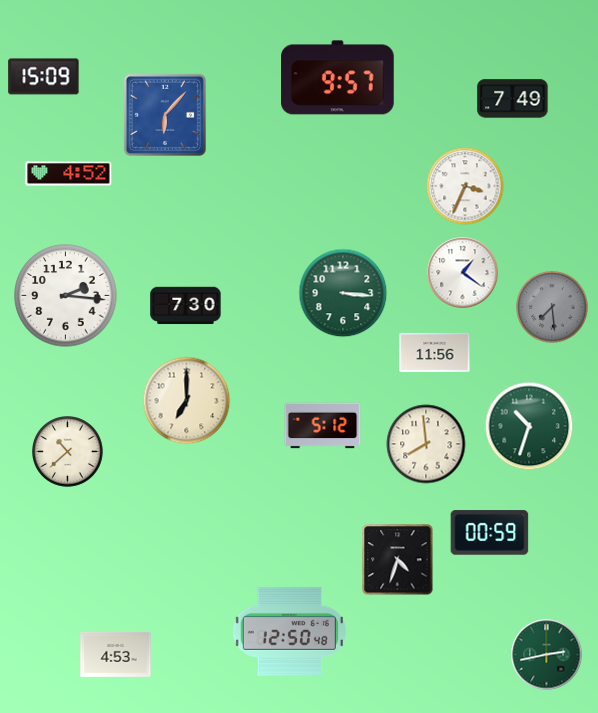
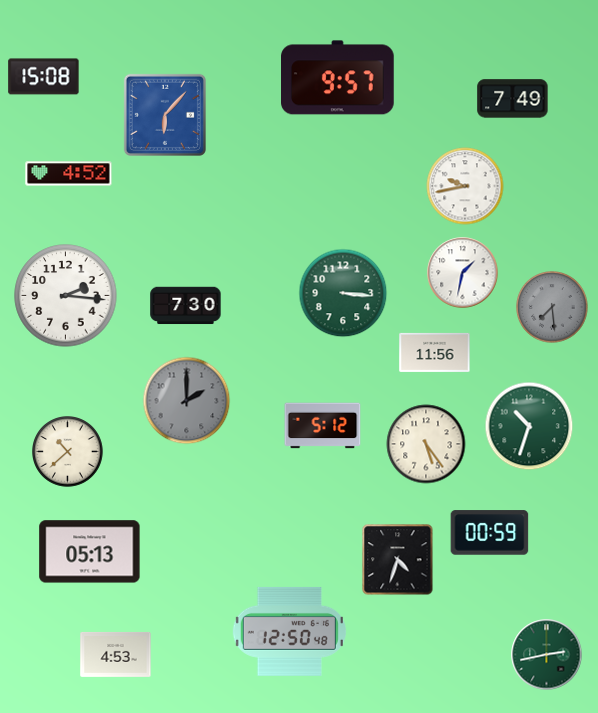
clock at (44, 77): 15:09 -> 15:08
clock at (465, 186): 3:34 -> 9:43
clock at (463, 273): 1:21 -> 1:32
clock at (187, 401): 7:00 -> 2:00
clock at (187, 401) dial: cream -> grey
clock at (426, 444): 7:59 -> 5:24
clock at (90, 552): none -> 05:13
